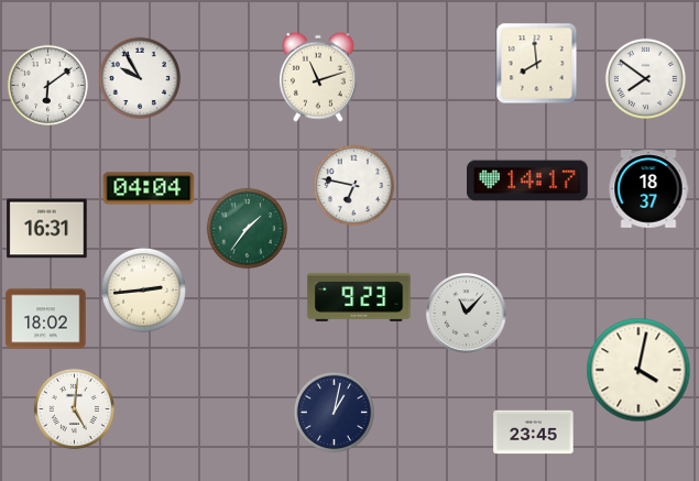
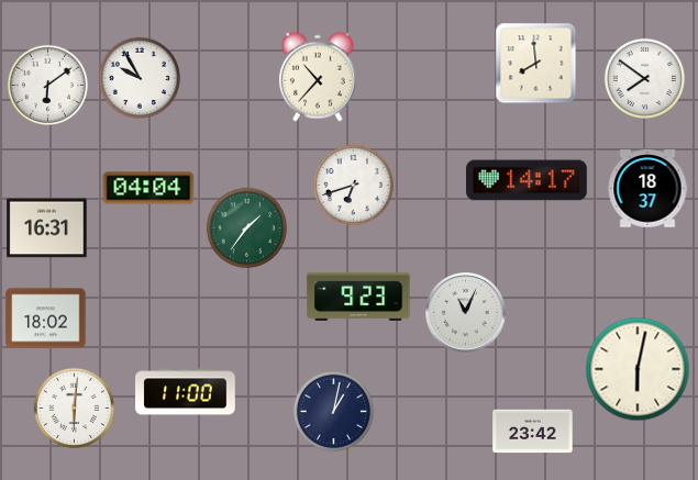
clock at (318, 77): 11:12 -> 10:37
clock at (353, 185): 6:47 -> 6:42
clock at (143, 289): 2:44 -> none
clock at (467, 314): 11:07 -> 11:04
clock at (638, 370): 4:02 -> 6:02
clock at (186, 392): none -> 11:00
clock at (74, 408): 5:01 -> 6:01
clock at (534, 433): 23:45 -> 23:42
